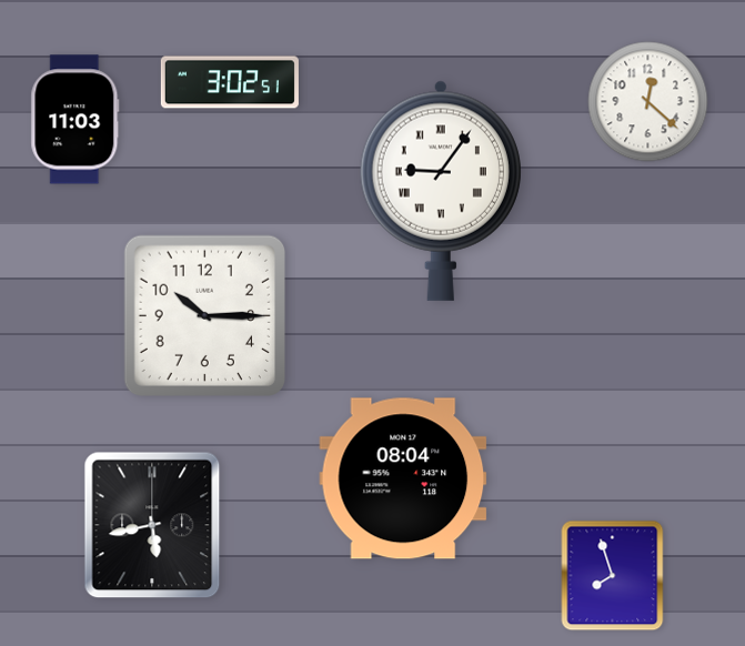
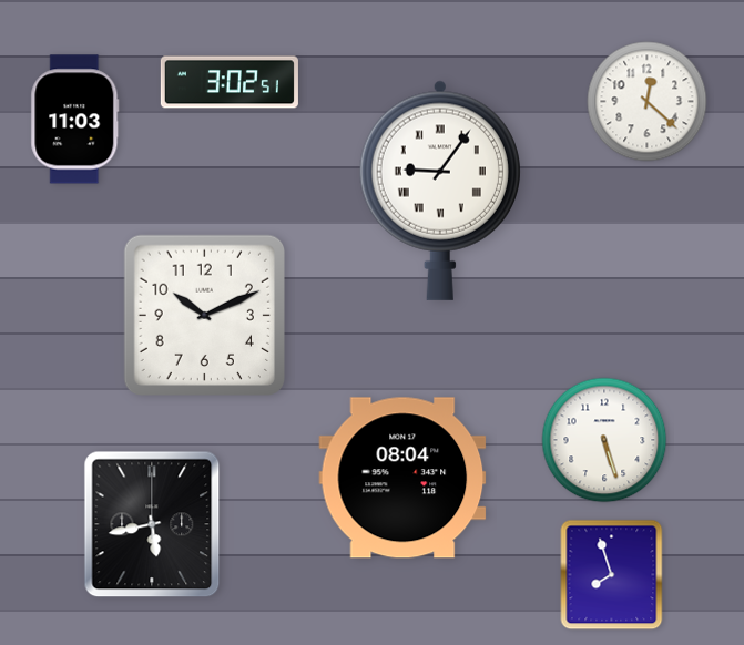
clock at (204, 315): 10:15 -> 10:11
clock at (604, 440): none -> 5:27
